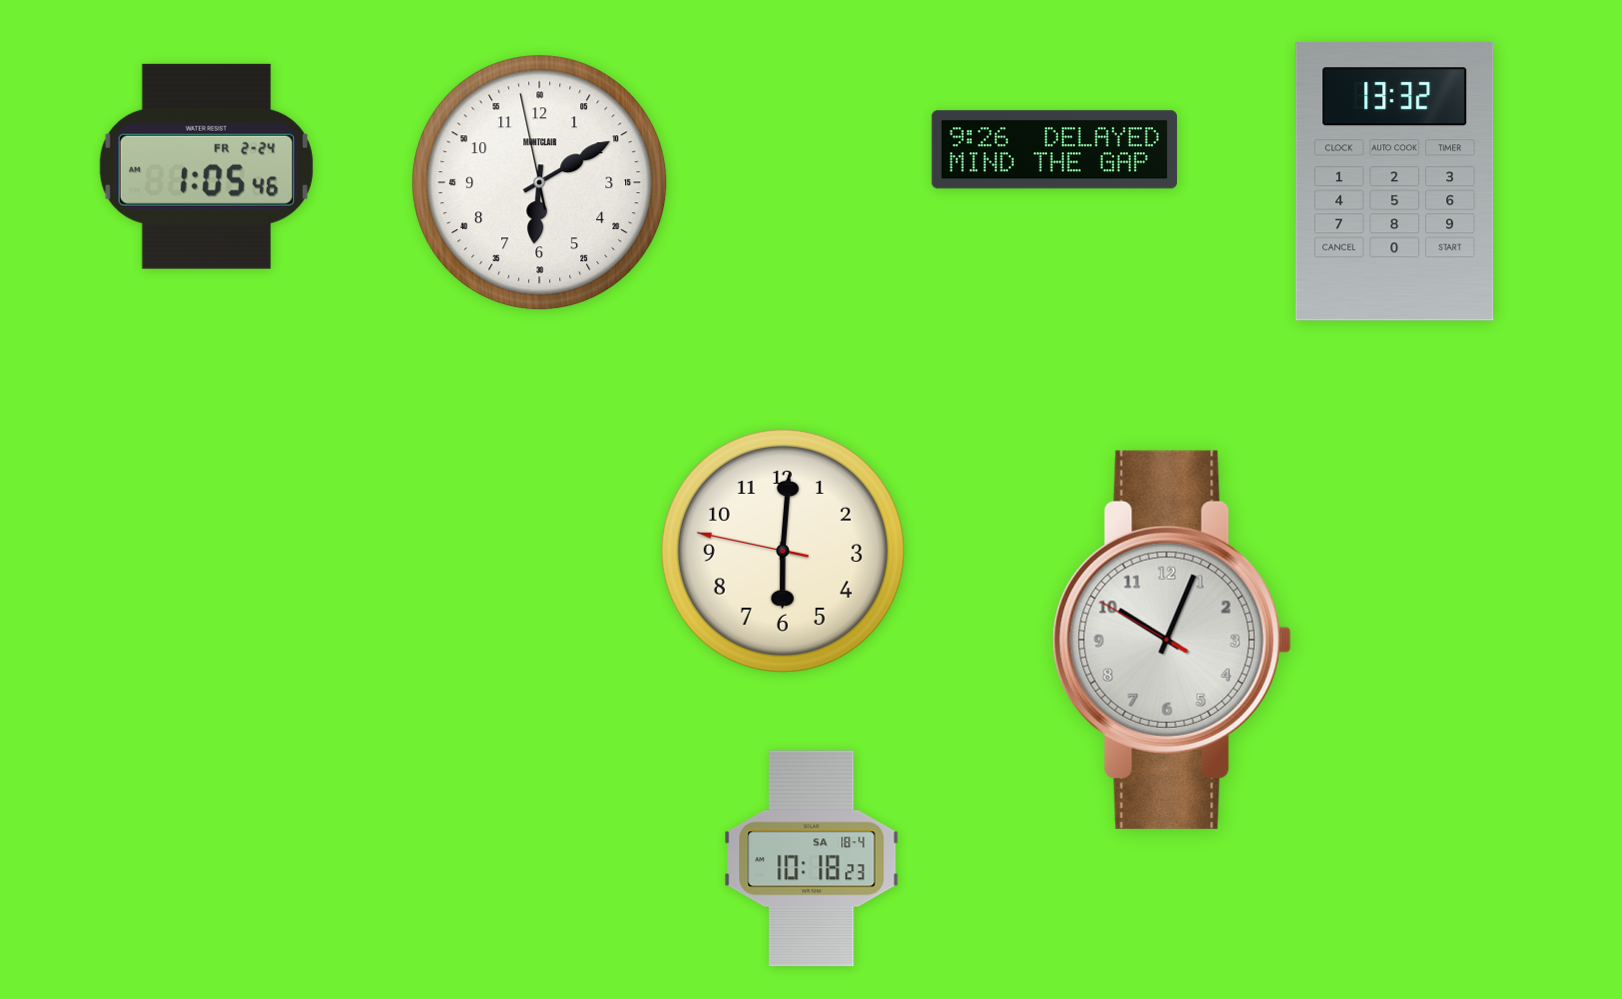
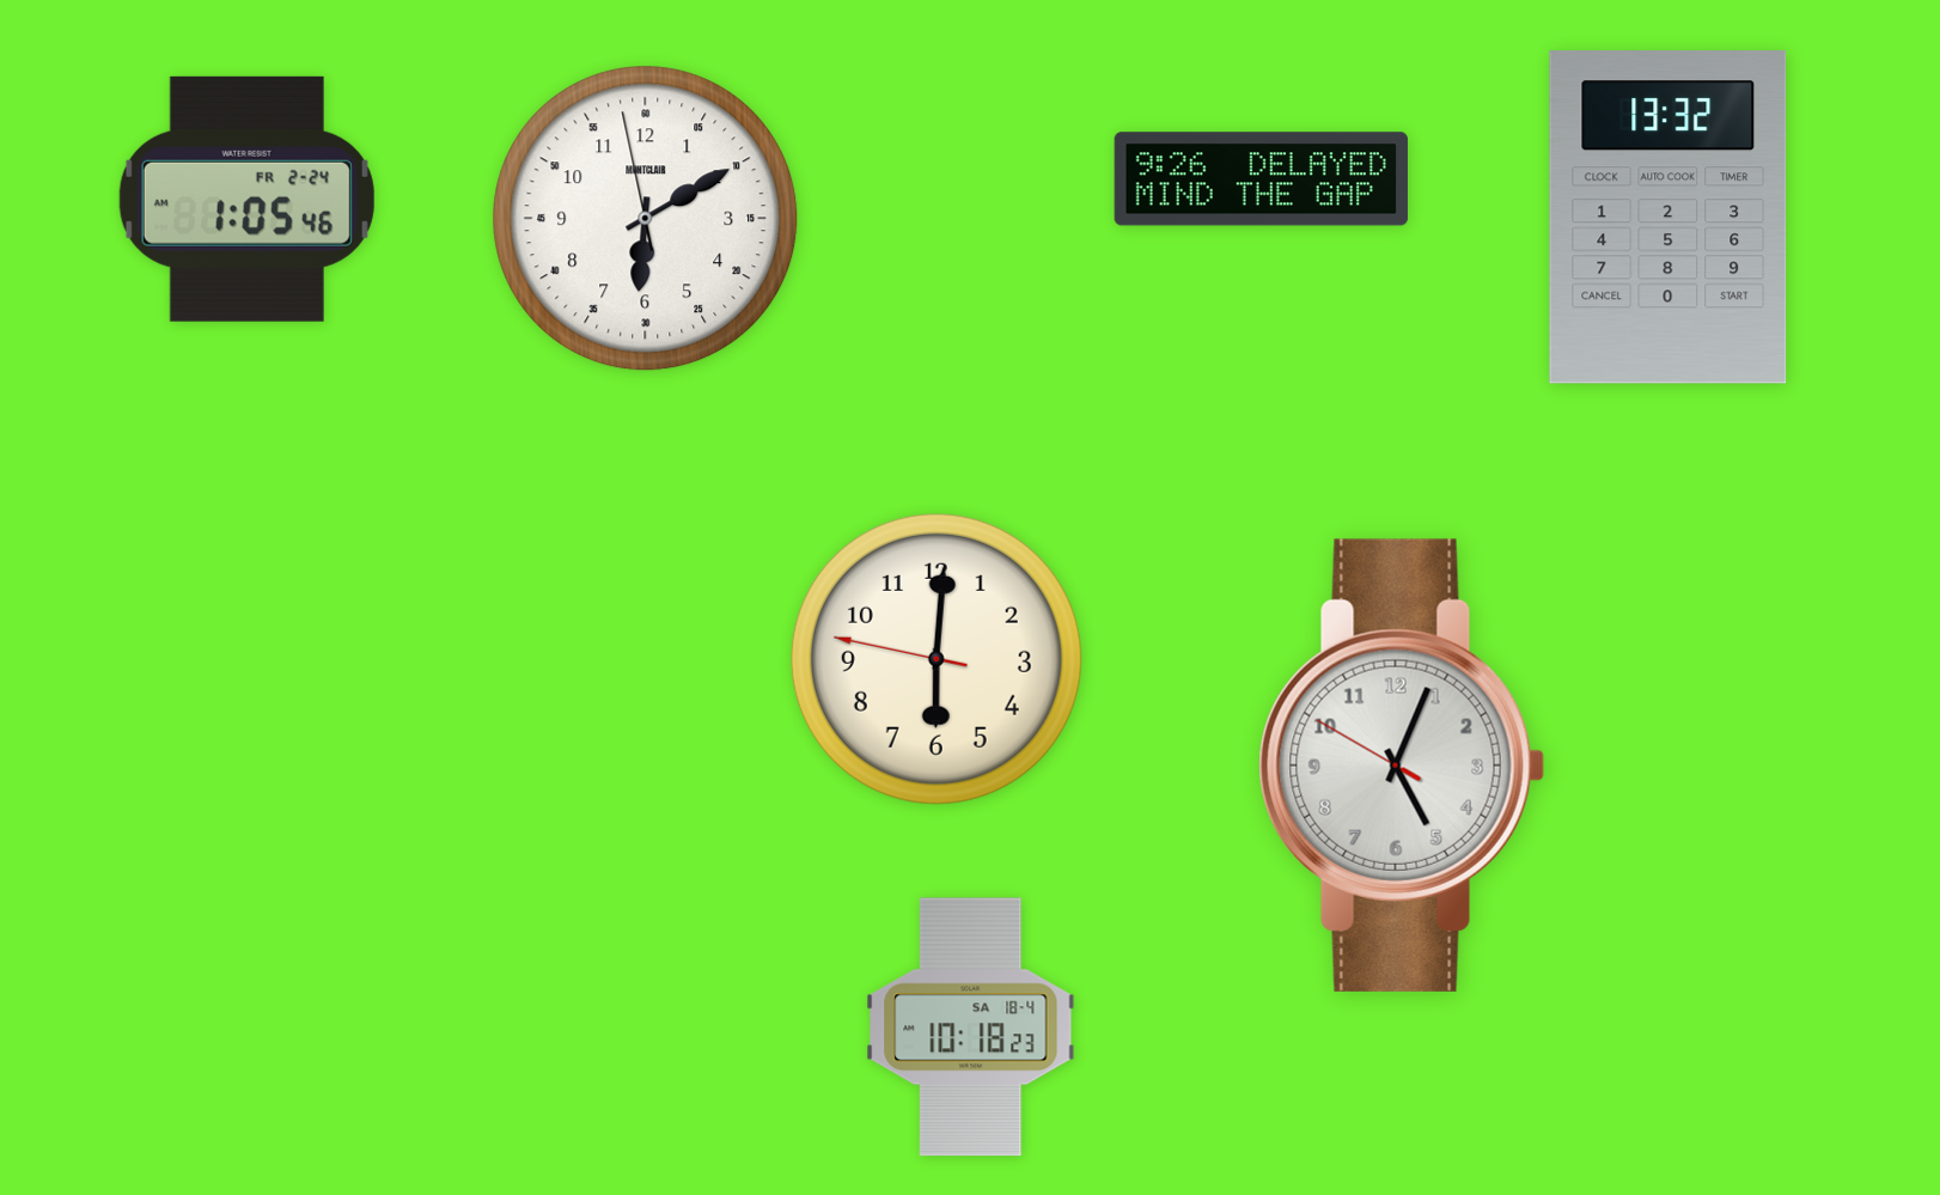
clock at (1172, 640): 10:03 -> 5:03
